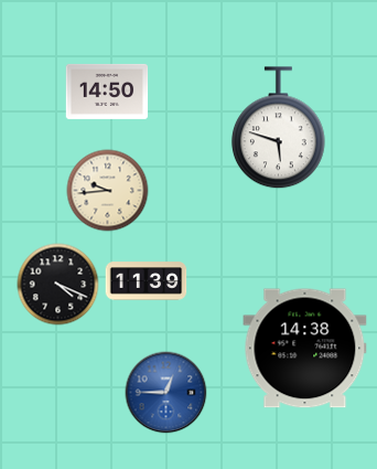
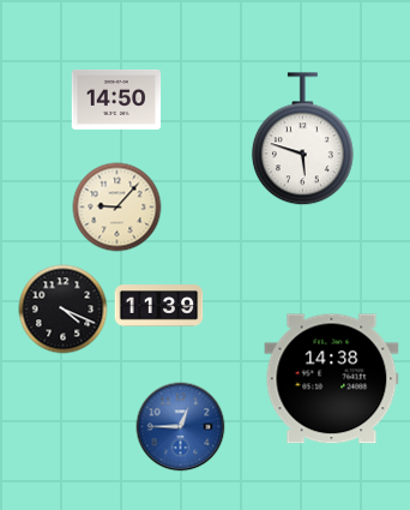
clock at (108, 191): 9:44 -> 9:07
